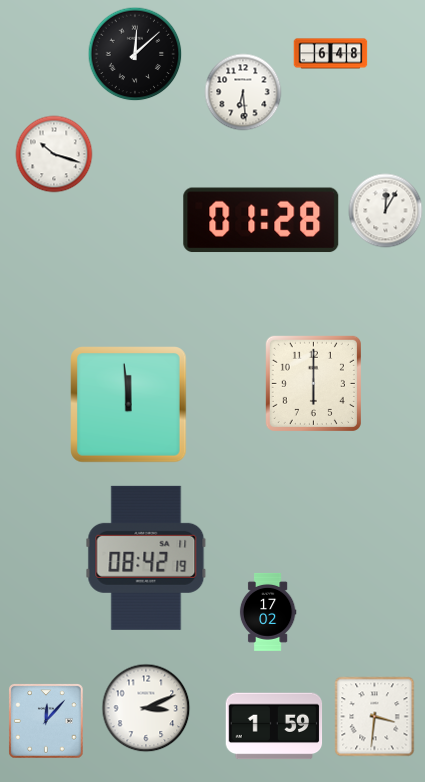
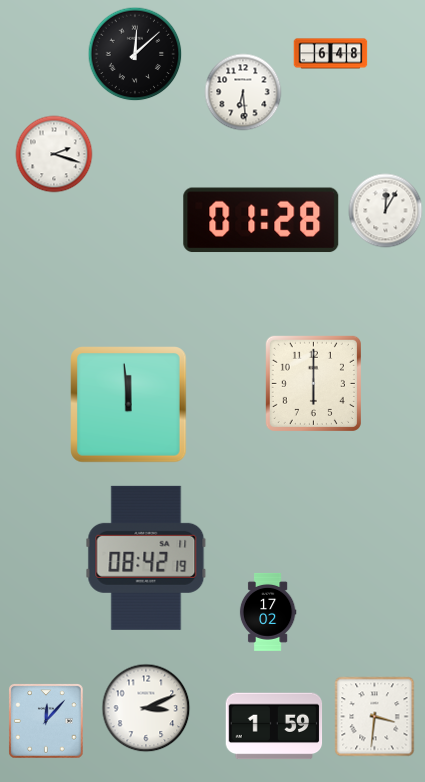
clock at (54, 154): 10:18 -> 2:18
